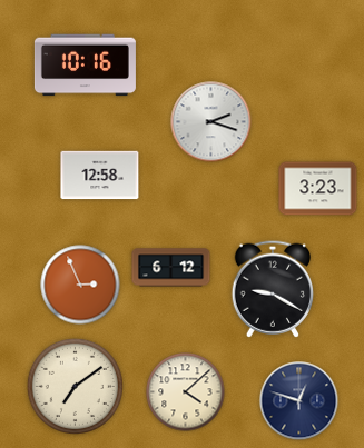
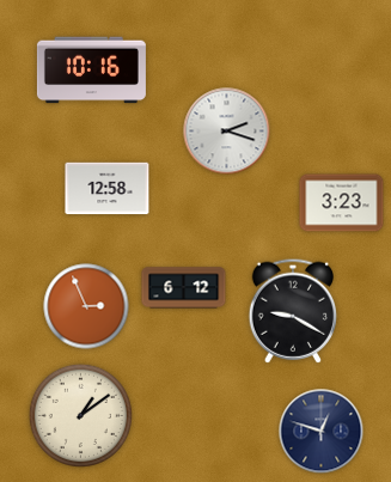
clock at (75, 386): 7:09 -> 1:09
clock at (186, 392): 4:08 -> none
